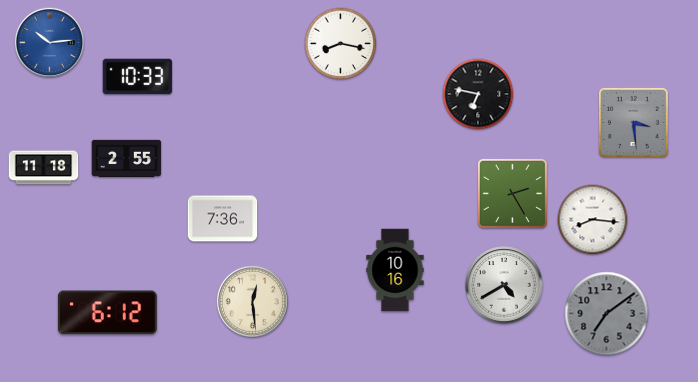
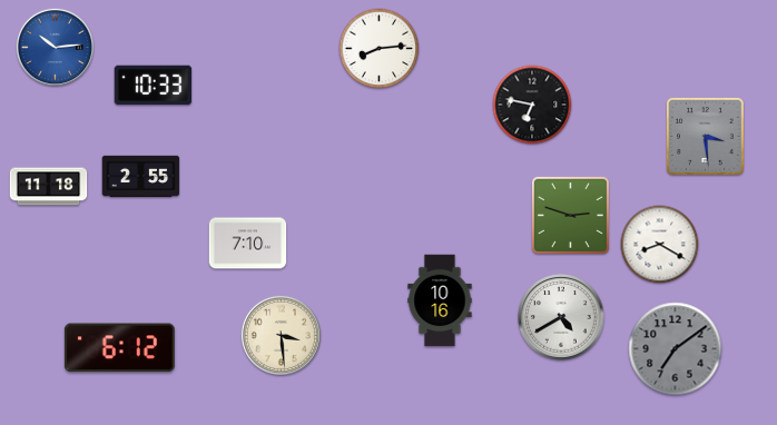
clock at (341, 44): 8:17 -> 8:14
clock at (512, 193): 2:25 -> 2:48
clock at (223, 219): 7:36 -> 7:10
clock at (593, 220): 8:16 -> 8:20
clock at (252, 301): 12:29 -> 3:29
